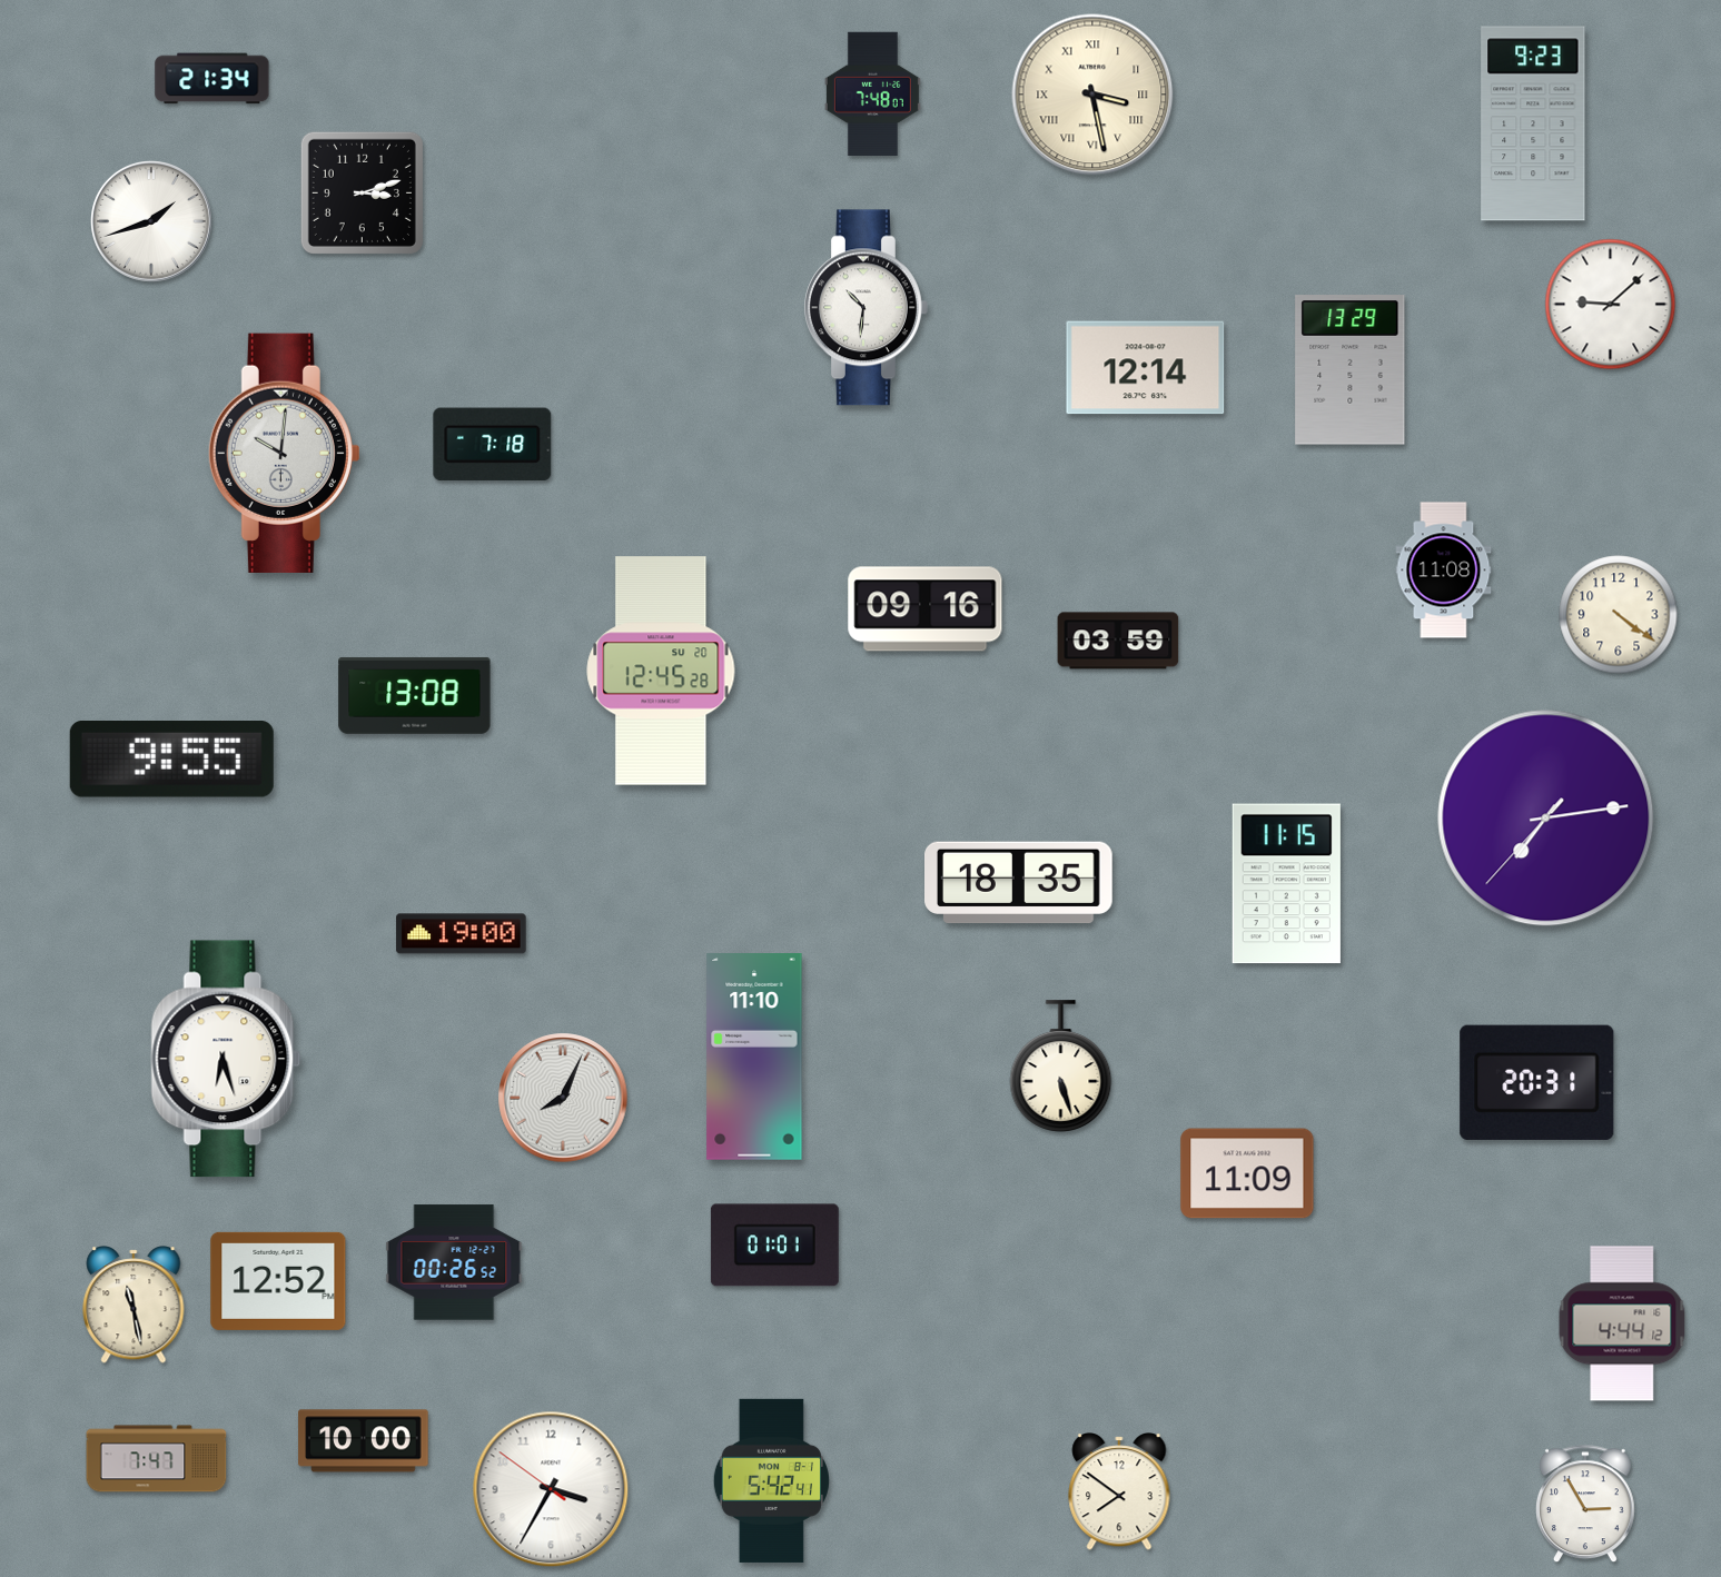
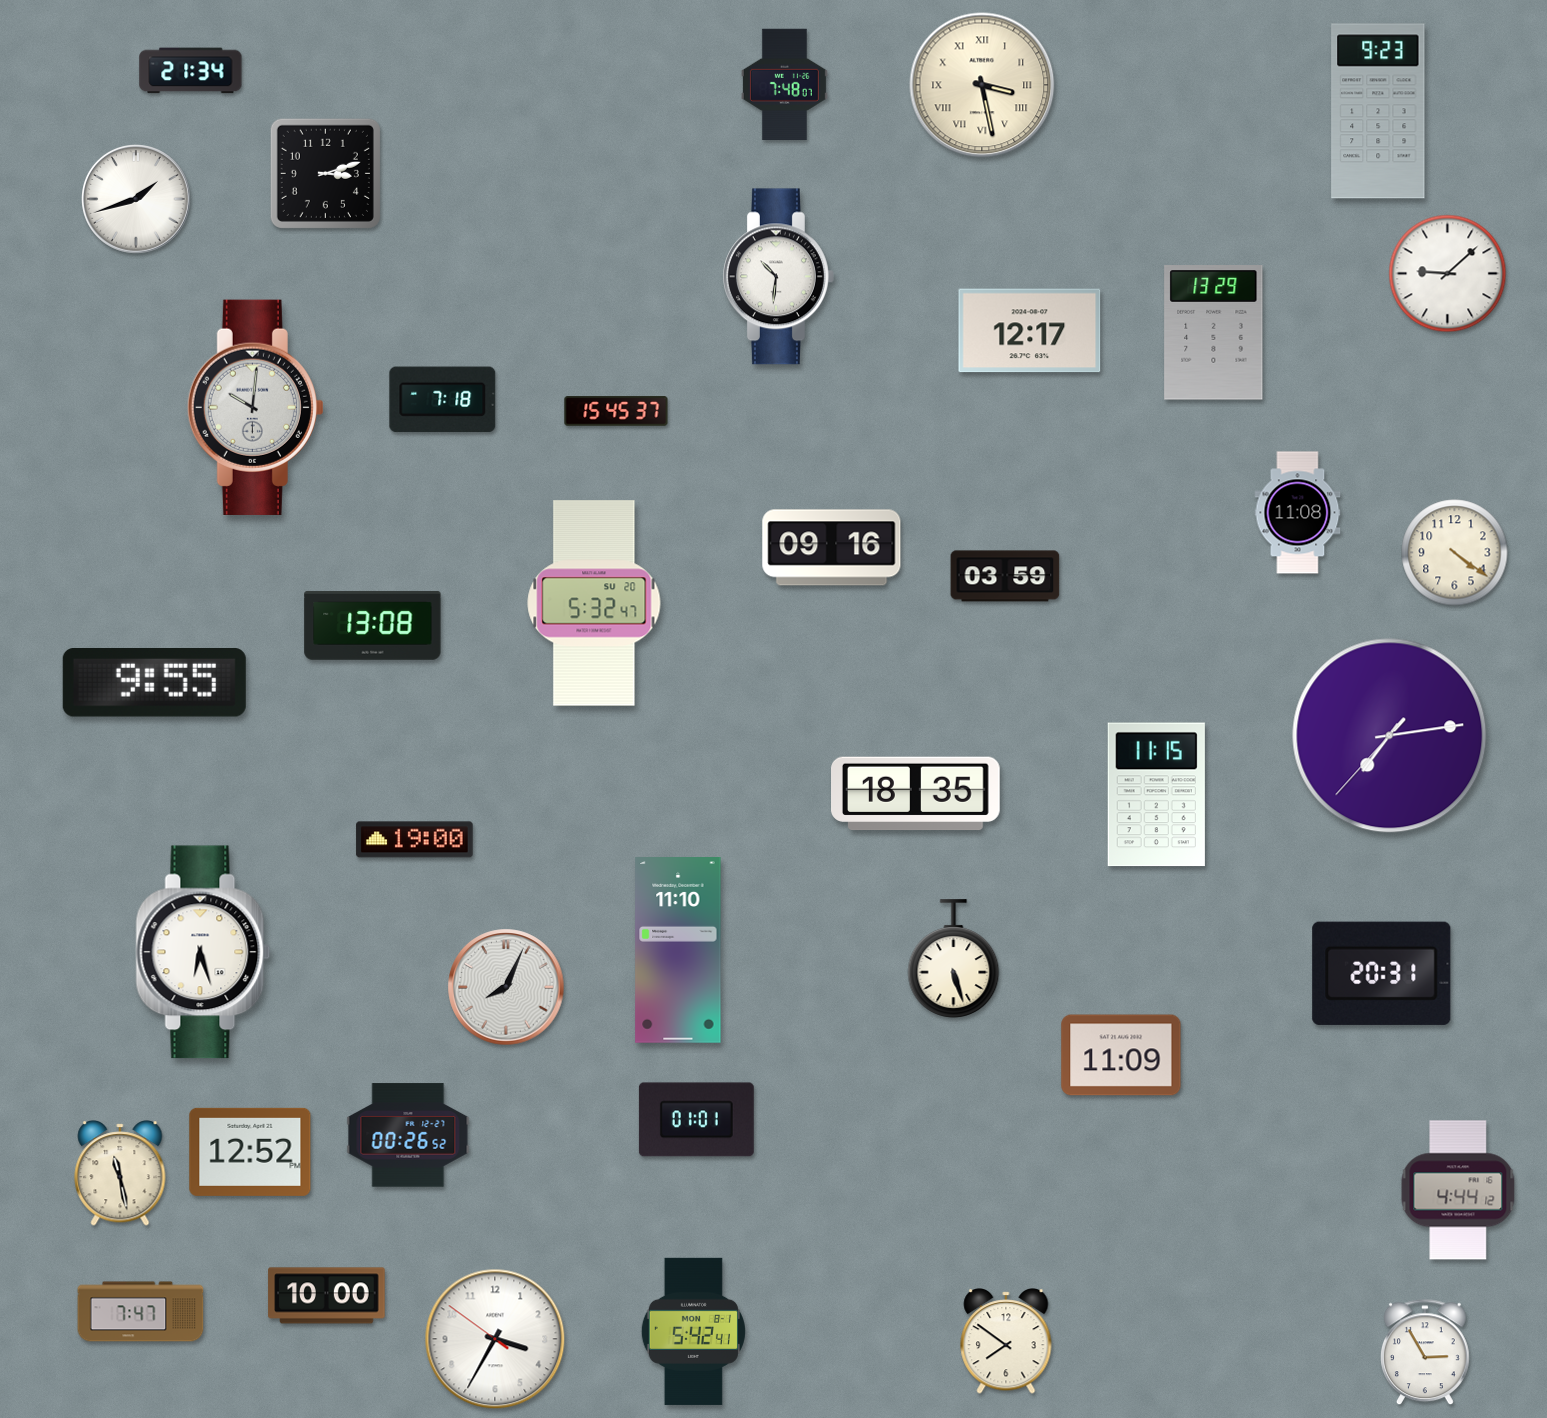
clock at (1146, 368): 12:14 -> 12:17
clock at (616, 411): none -> 15:45
clock at (661, 671): 12:45 -> 5:32
